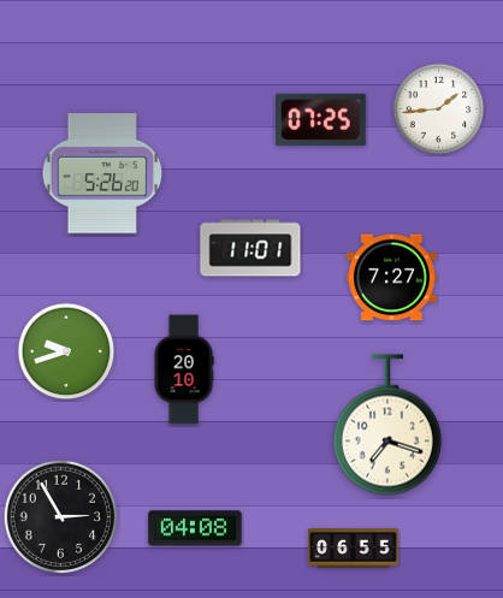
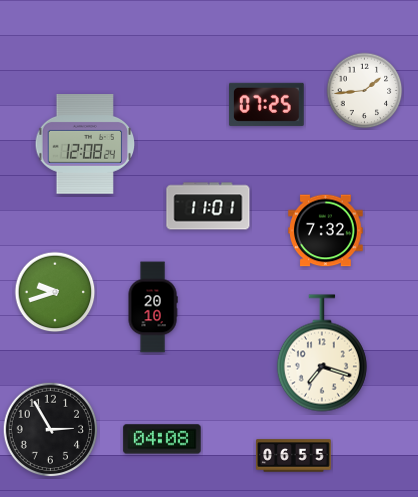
clock at (321, 119) position: (321, 119) -> (267, 104)
clock at (102, 174): 5:26 -> 12:08
clock at (392, 278): 7:27 -> 7:32
